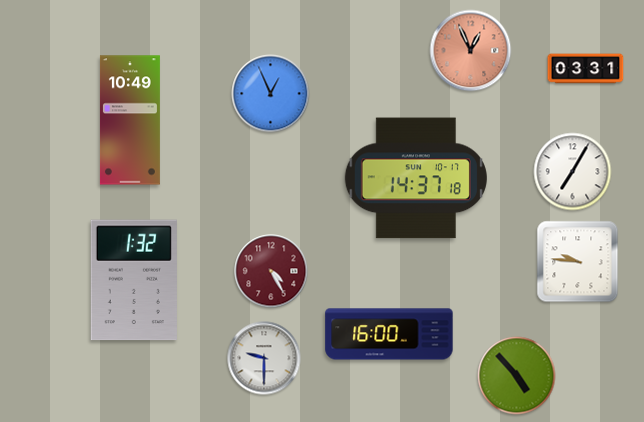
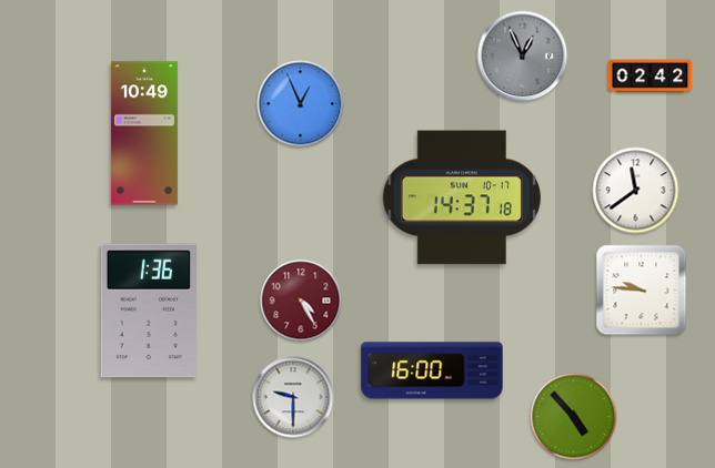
clock at (471, 51) dial: salmon -> grey
clock at (586, 69): 03:31 -> 02:42
clock at (573, 172): 7:05 -> 11:39
clock at (134, 280): 1:32 -> 1:36
